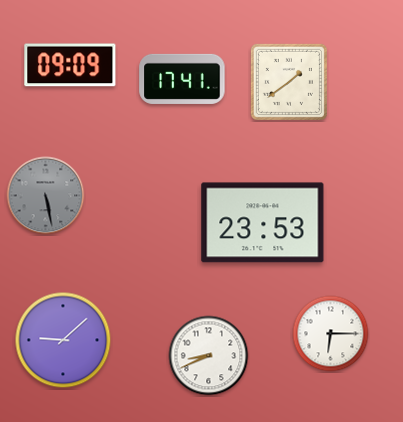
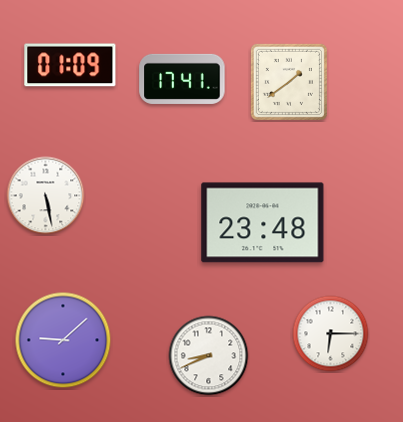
clock at (70, 65): 09:09 -> 01:09
clock at (46, 196) dial: grey -> white
clock at (263, 223): 23:53 -> 23:48
